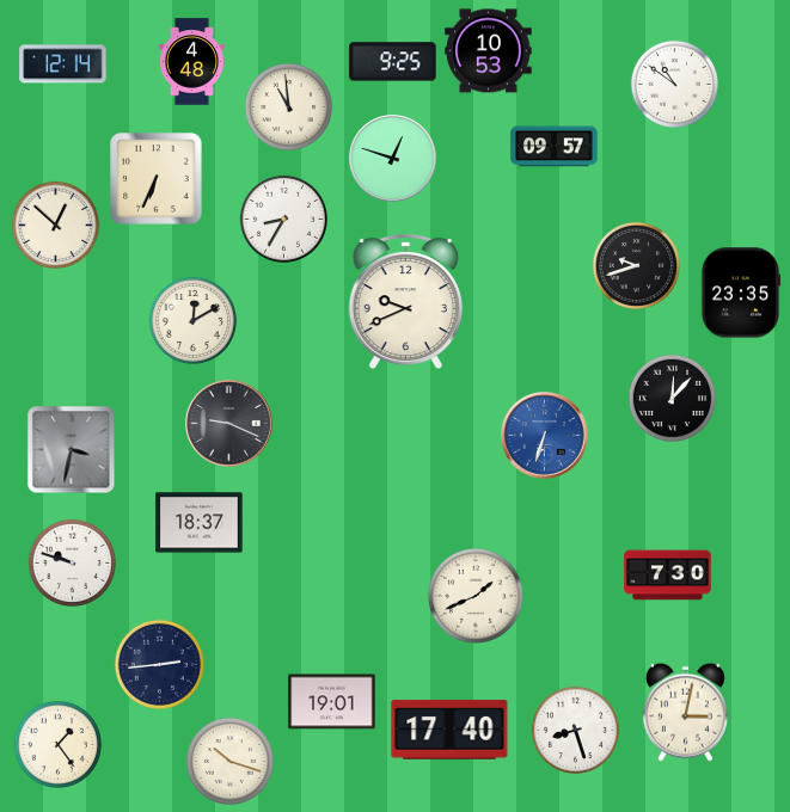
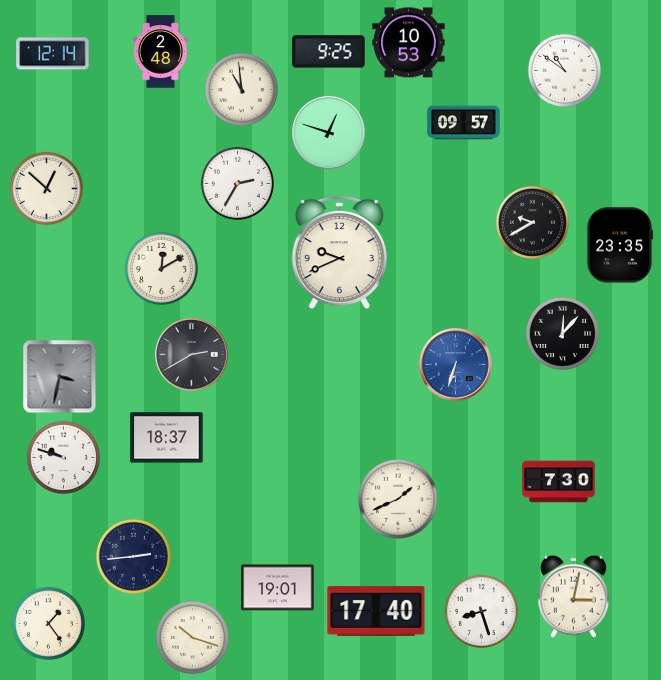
clock at (191, 62): 4:48 -> 2:48
clock at (157, 179): 6:34 -> none
clock at (283, 219): 8:35 -> 2:35
clock at (636, 265): 9:42 -> 9:40
clock at (229, 424): 9:19 -> 2:40
clock at (72, 562) position: (72, 562) -> (63, 457)
